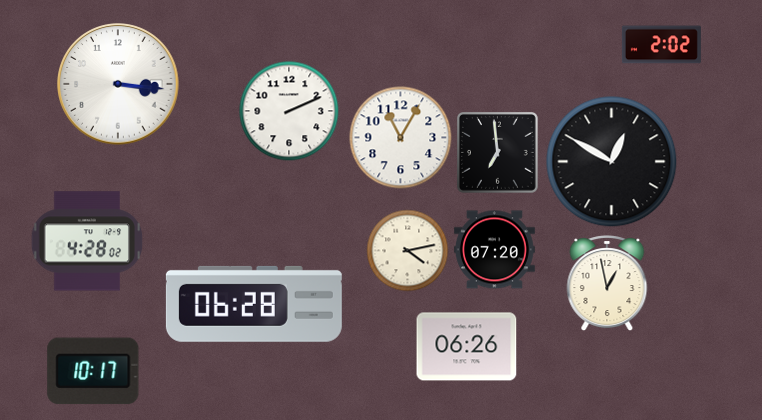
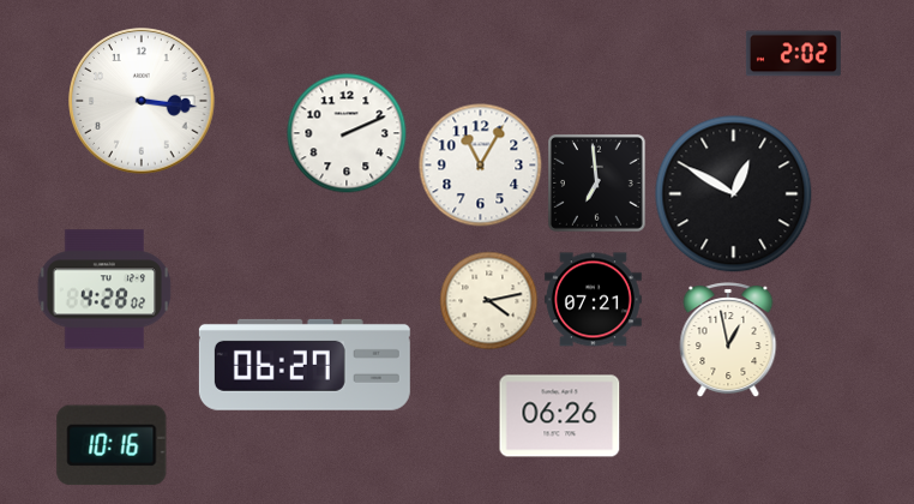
clock at (494, 250): 07:20 -> 07:21
clock at (254, 304): 06:28 -> 06:27
clock at (93, 371): 10:17 -> 10:16
